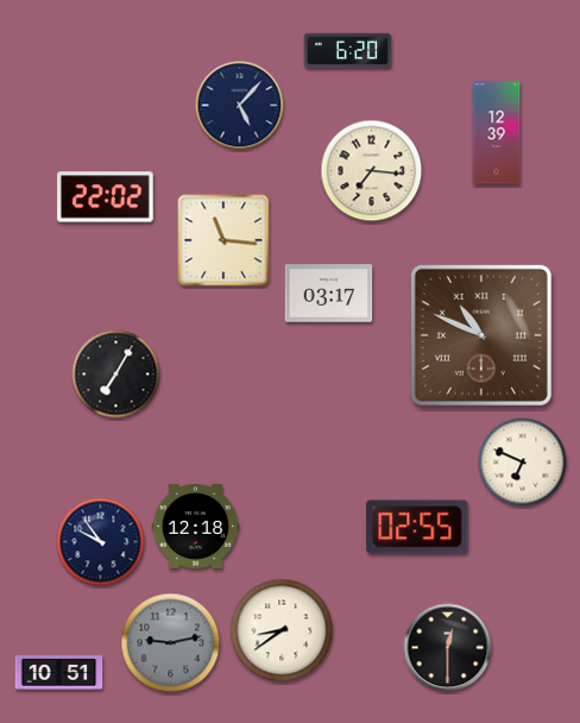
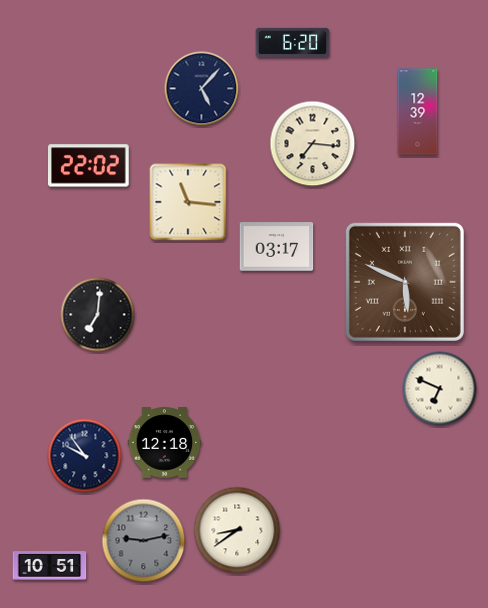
clock at (481, 335): 10:49 -> 5:49
clock at (116, 375): 7:05 -> 7:01
clock at (417, 527): 02:55 -> none
clock at (448, 648): 12:30 -> none
